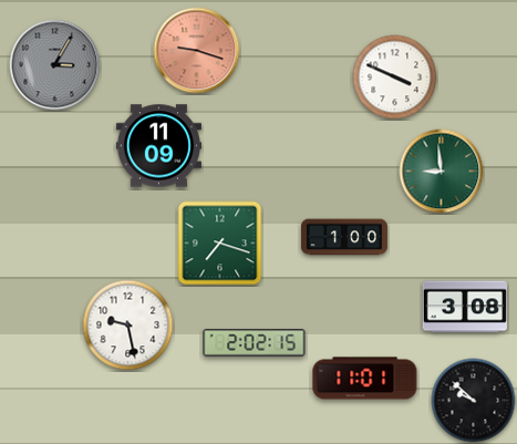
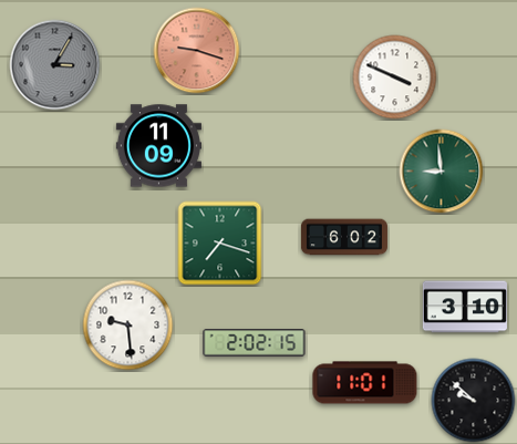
clock at (344, 237): 1:00 -> 6:02
clock at (465, 307): 3:08 -> 3:10
clock at (128, 326): 9:28 -> 9:29
clock at (365, 379) position: (365, 379) -> (365, 383)
